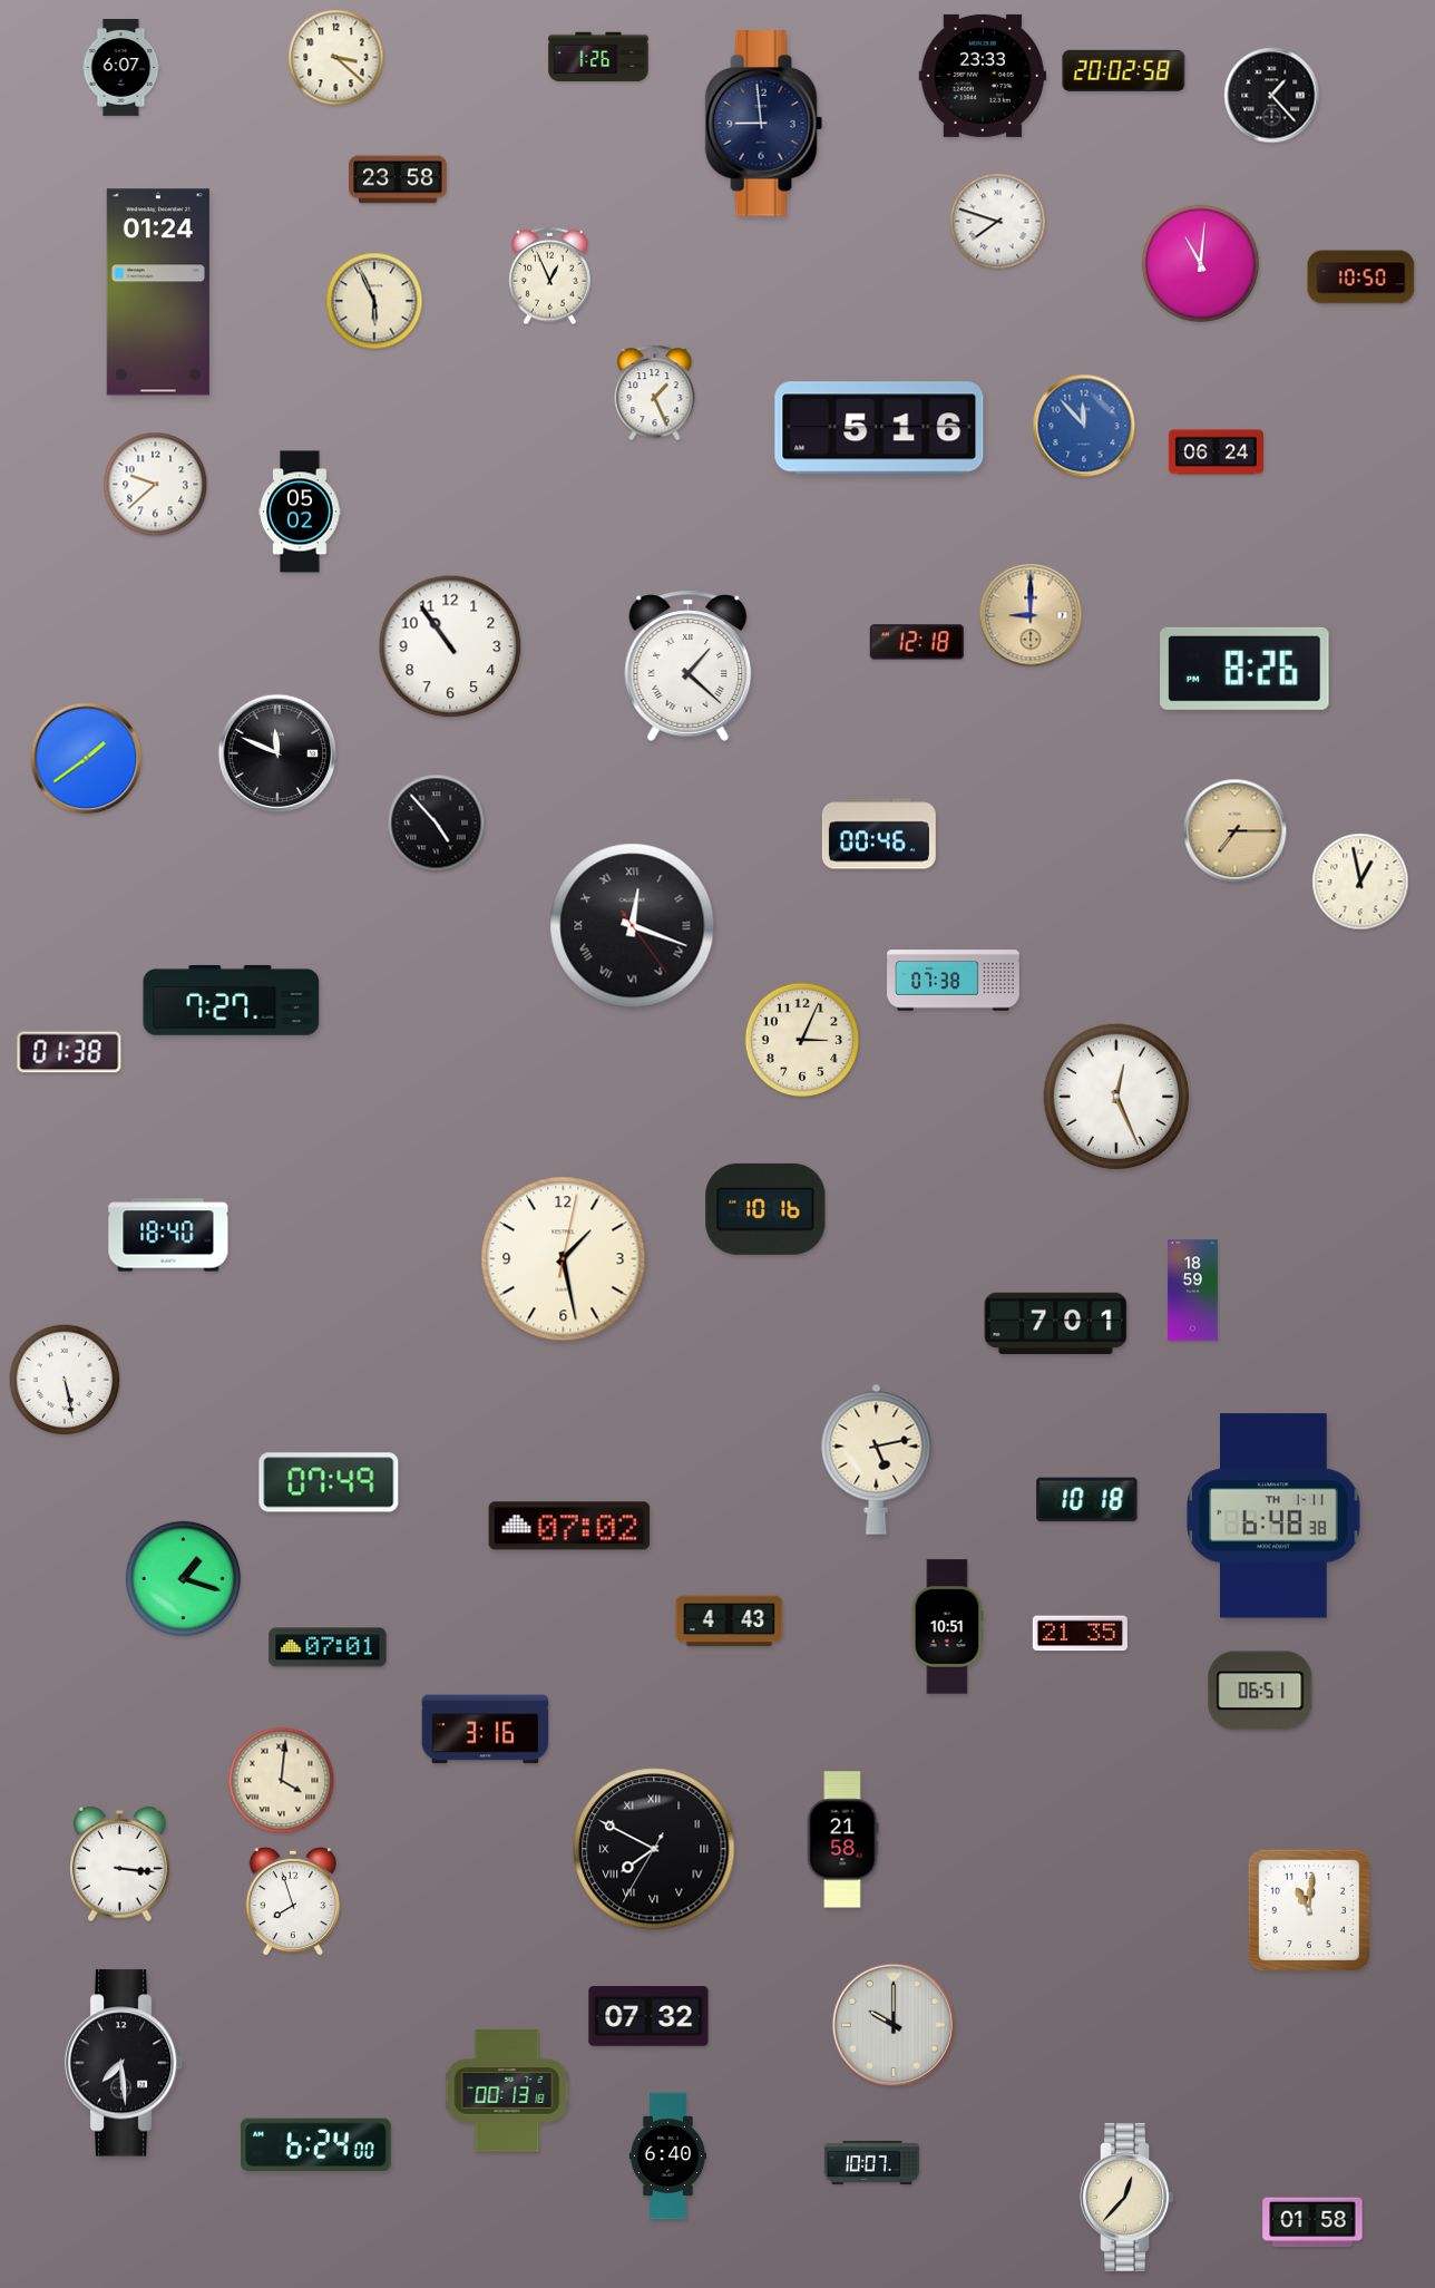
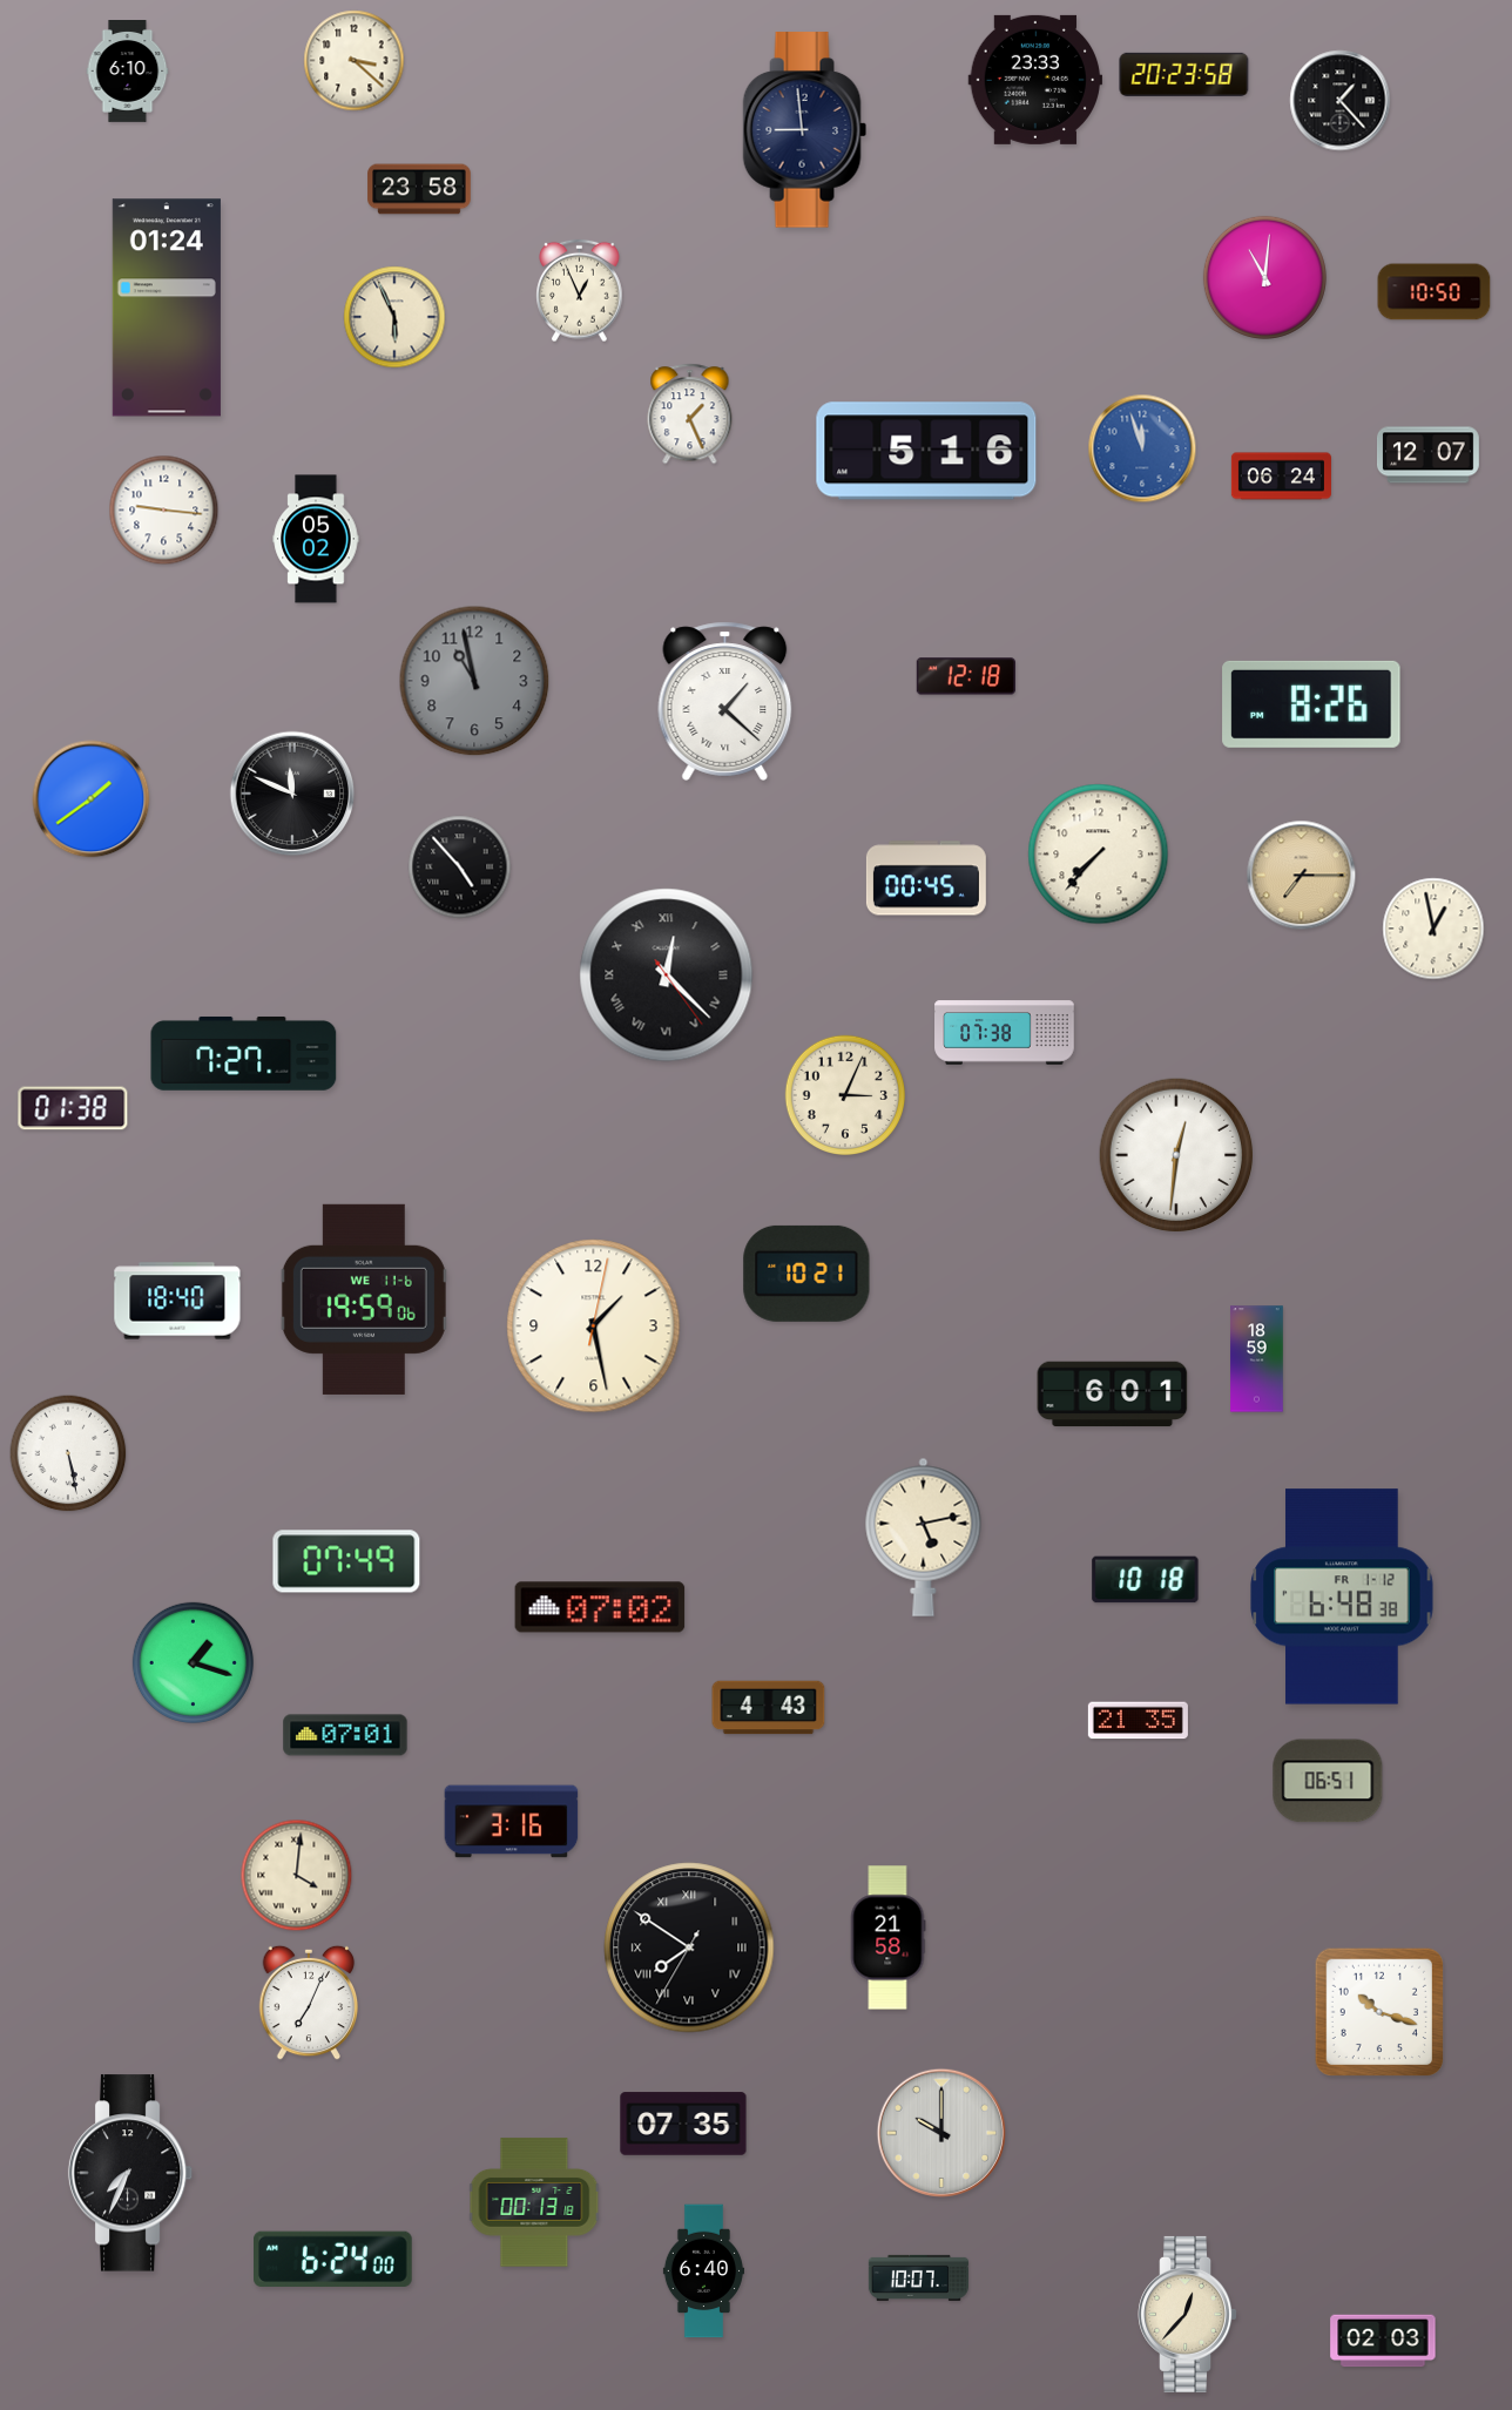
clock at (598, 57): 1:26 -> none
clock at (121, 68): 6:07 -> 6:10
clock at (1124, 70): 20:02 -> 20:23
clock at (998, 222): 7:48 -> none
clock at (1084, 426): 11:53 -> 11:57
clock at (1429, 455): none -> 12:07
clock at (156, 485): 9:38 -> 9:16
clock at (1031, 615): 9:00 -> none
clock at (450, 646): 10:54 -> 10:58
clock at (450, 646) dial: white -> grey
clock at (1099, 855): none -> 7:37
clock at (879, 834): 00:46 -> 00:45
clock at (633, 926): 12:18 -> 12:22
clock at (1116, 1097): 12:26 -> 12:31
clock at (765, 1209): 10:16 -> 10:21
clock at (364, 1299): none -> 19:59
clock at (1056, 1324): 7:01 -> 6:01
clock at (1273, 1516) date: TH 1-11 -> FR 1-12
clock at (947, 1627): 10:51 -> none
clock at (654, 1849): 7:49 -> 7:50
clock at (120, 1865): 3:16 -> none
clock at (293, 1901): 7:57 -> 7:04
clock at (1308, 1909): 11:01 -> 10:18
clock at (648, 2016): 07:32 -> 07:35
clock at (124, 2063): 7:29 -> 7:34
clock at (1312, 2222): 01:58 -> 02:03
